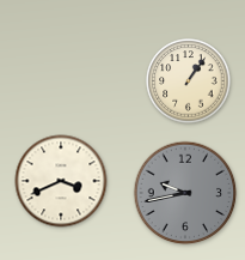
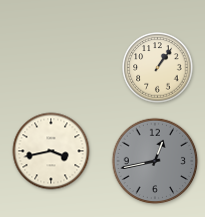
clock at (61, 181): 3:41 -> 3:43
clock at (185, 193): 9:43 -> 12:43
